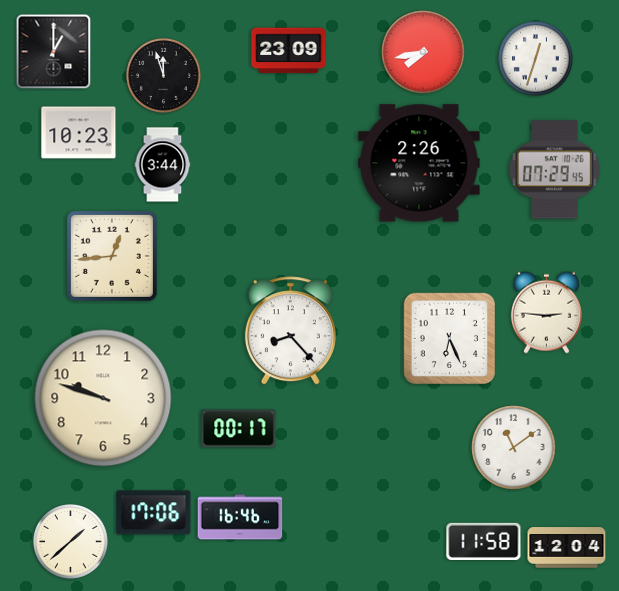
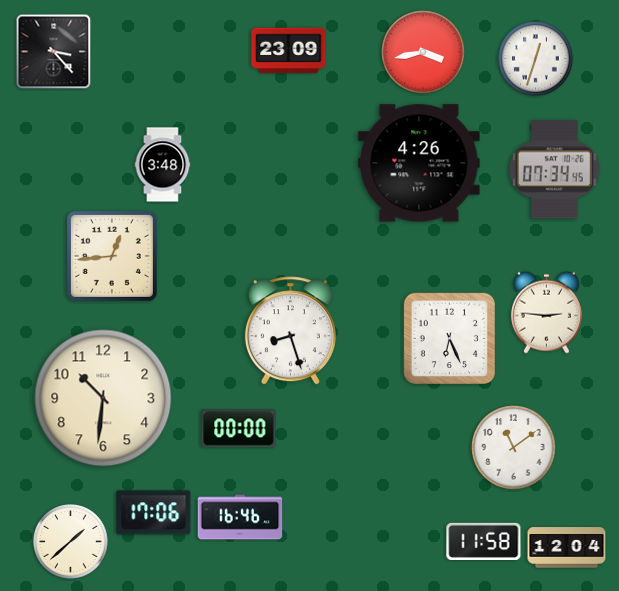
clock at (54, 52): 1:00 -> 3:23
clock at (423, 52): 7:43 -> 3:43
clock at (164, 76): 11:57 -> none
clock at (79, 133): 10:23 -> none
clock at (419, 163): 2:26 -> 4:26
clock at (163, 165): 3:44 -> 3:48
clock at (555, 170): 07:29 -> 07:34
clock at (290, 331): 8:23 -> 8:27
clock at (103, 398): 9:48 -> 10:31
clock at (239, 429): 00:17 -> 00:00
